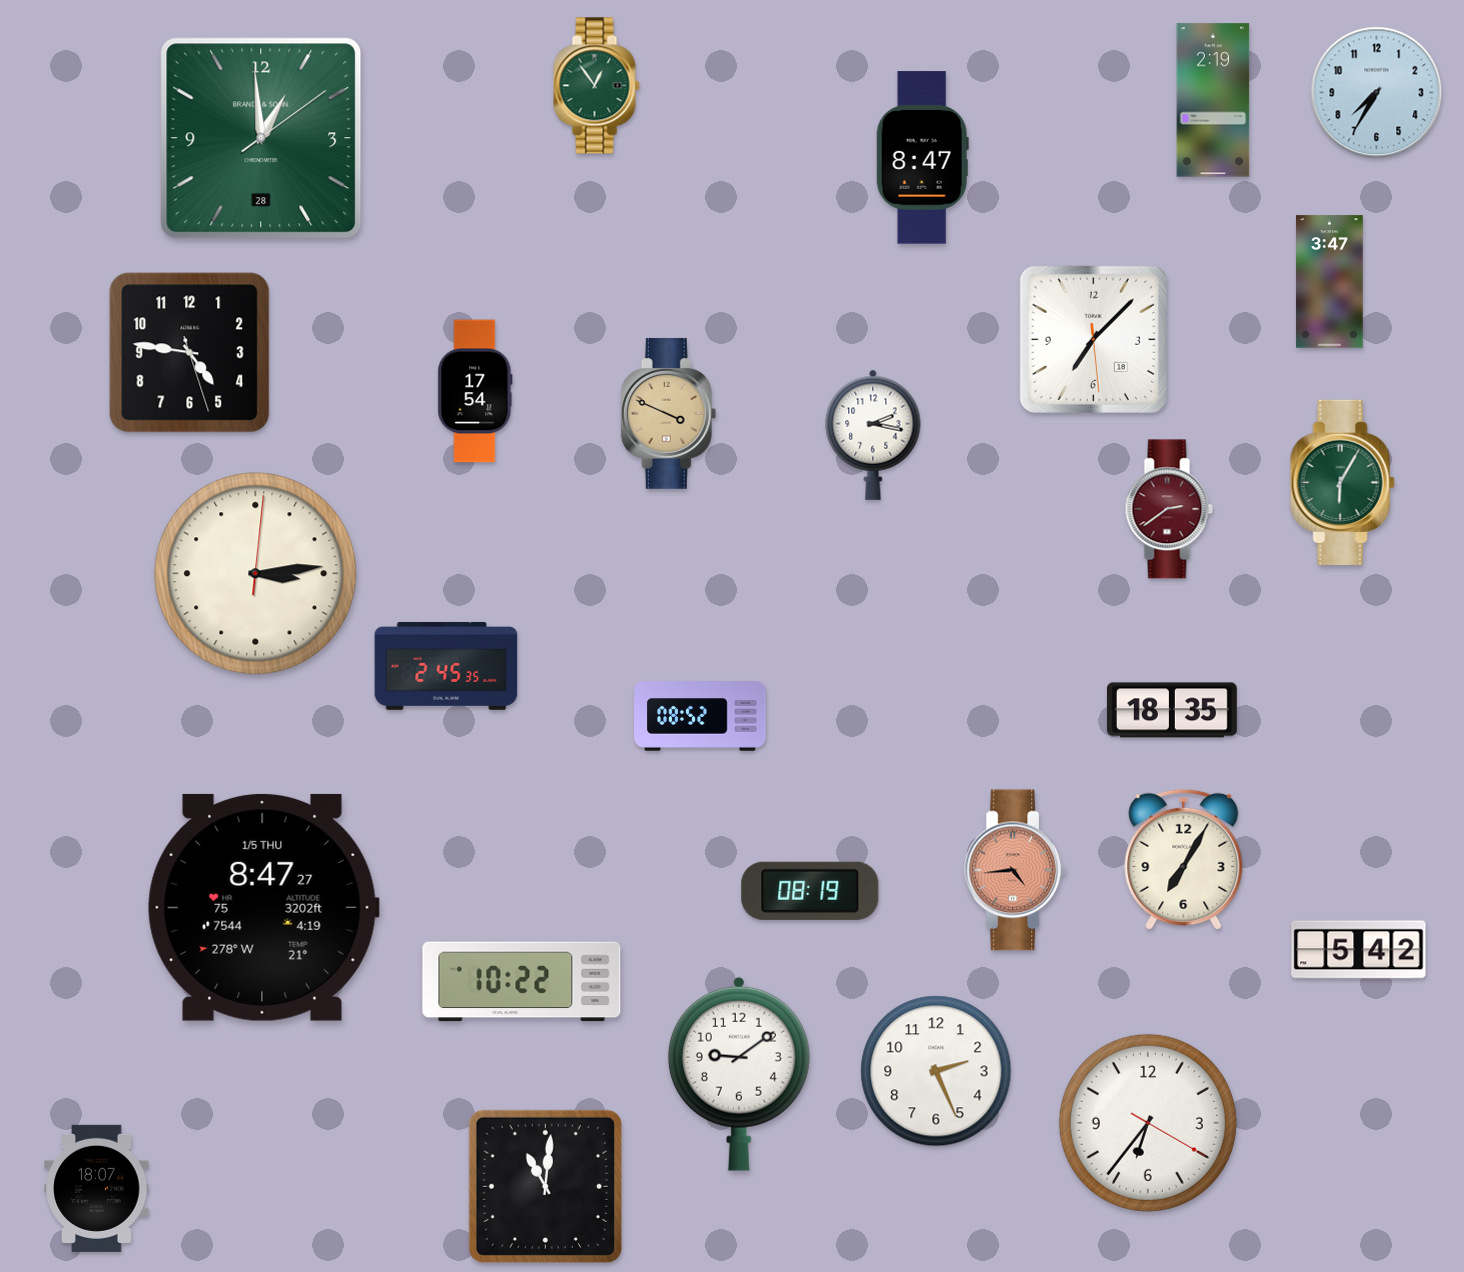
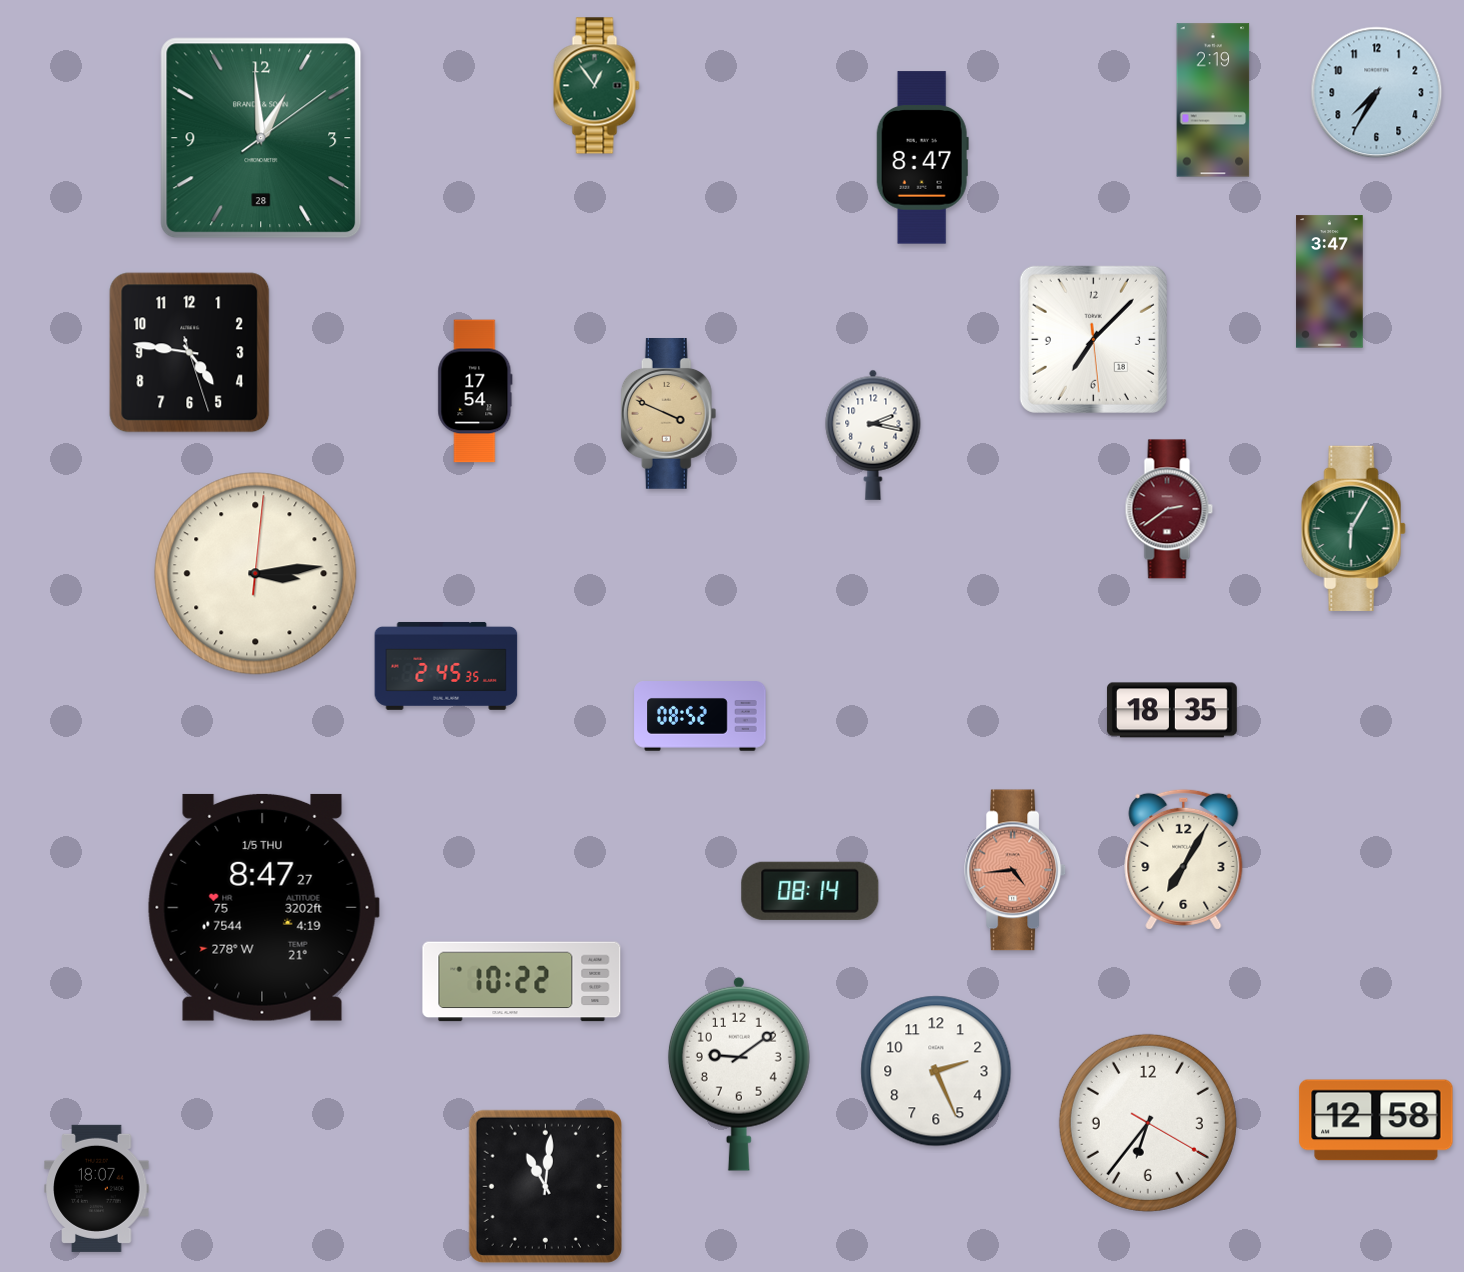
clock at (1342, 482) position: (1342, 482) -> (1353, 528)
clock at (810, 891): 08:19 -> 08:14
clock at (1359, 950): 5:42 -> none
clock at (1376, 1120): none -> 12:58
